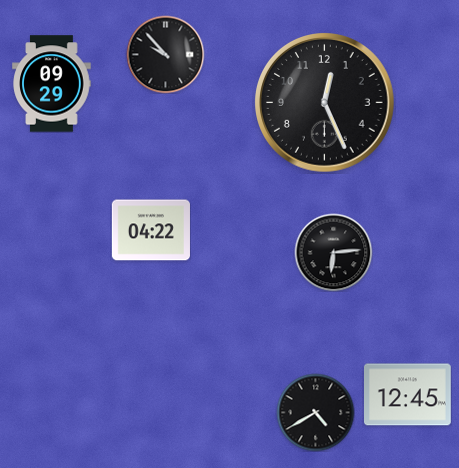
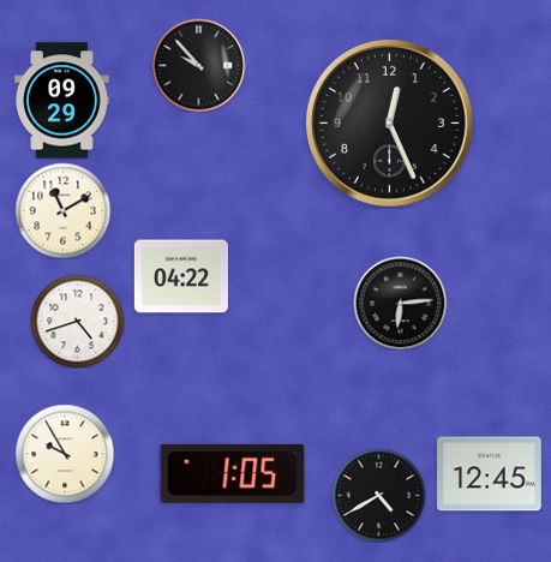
clock at (62, 210): none -> 11:10
clock at (77, 321): none -> 4:42
clock at (65, 454): none -> 9:55
clock at (233, 473): none -> 1:05
